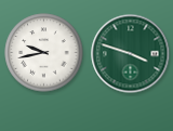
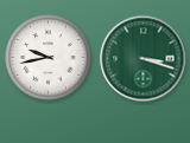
clock at (131, 54): 3:48 -> 3:18
